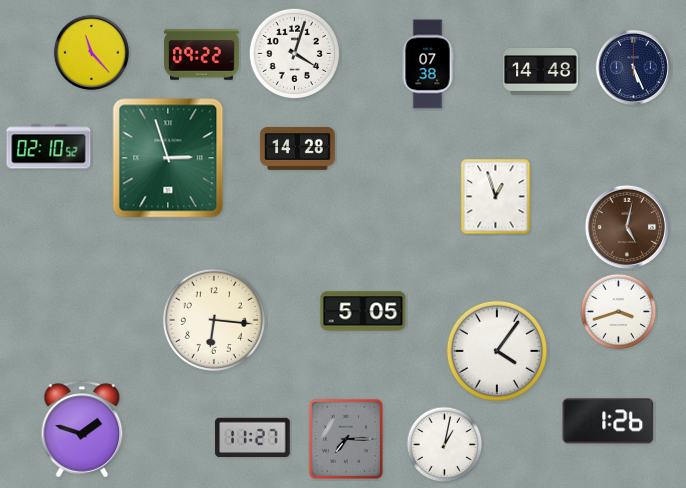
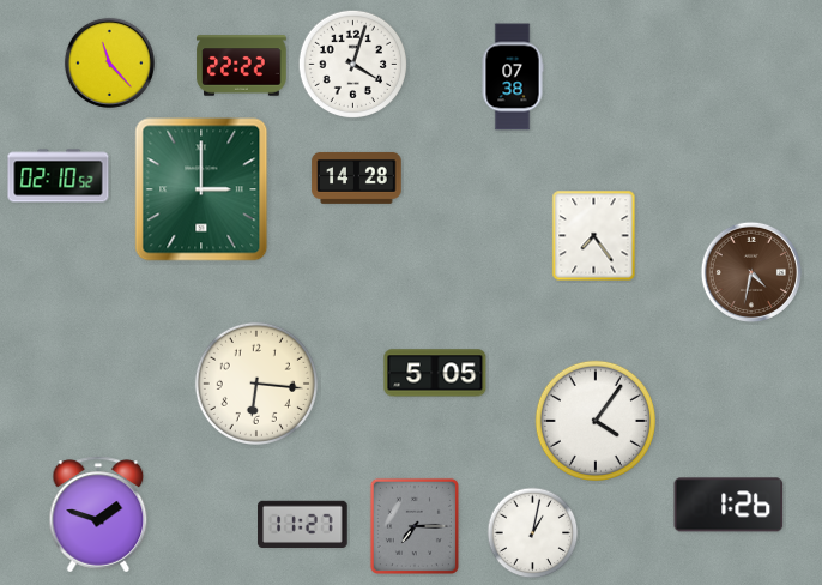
clock at (202, 55): 09:22 -> 22:22
clock at (633, 67): 5:26 -> none
clock at (541, 72): 14:48 -> none
clock at (168, 158): 2:57 -> 3:00
clock at (496, 197): 12:57 -> 7:24
clock at (626, 226): 5:02 -> 4:32
clock at (619, 312): 3:42 -> none
